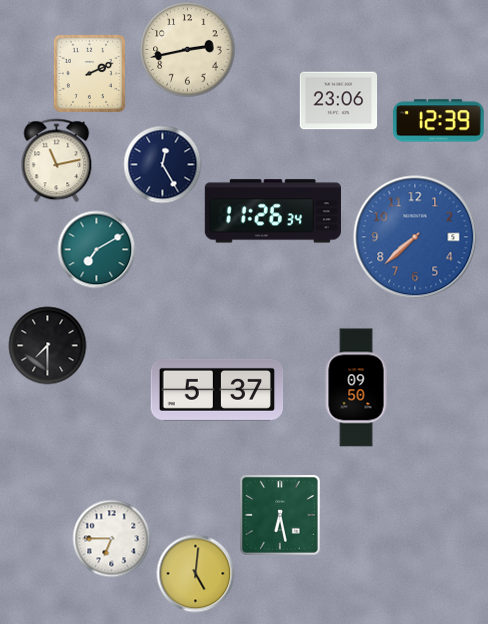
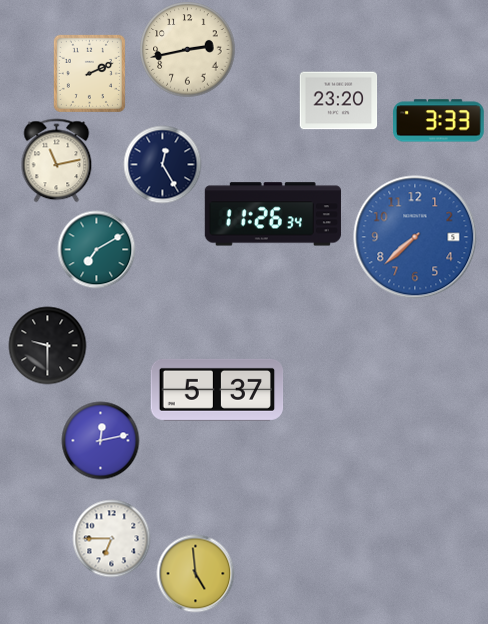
clock at (338, 101): 23:06 -> 23:20
clock at (439, 121): 12:39 -> 3:33
clock at (273, 211) position: (273, 211) -> (273, 214)
clock at (47, 345): 7:30 -> 9:30
clock at (356, 388): 09:50 -> none
clock at (100, 440): none -> 12:13
clock at (280, 515): 6:28 -> none
clock at (195, 573): 5:01 -> 4:59
